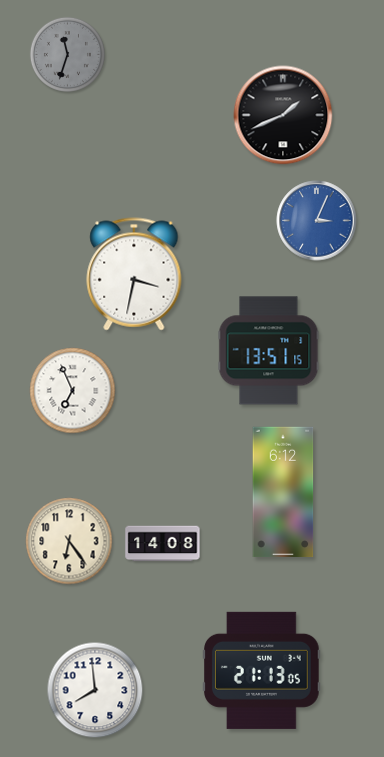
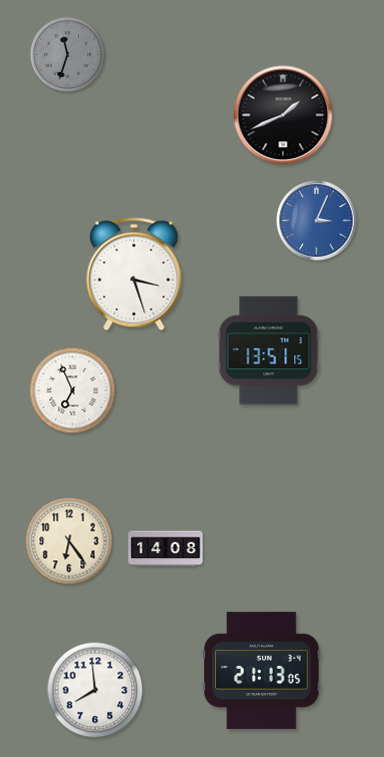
clock at (134, 274): 3:32 -> 3:27
clock at (283, 492): 6:12 -> none
clock at (163, 544) position: (163, 544) -> (166, 549)
